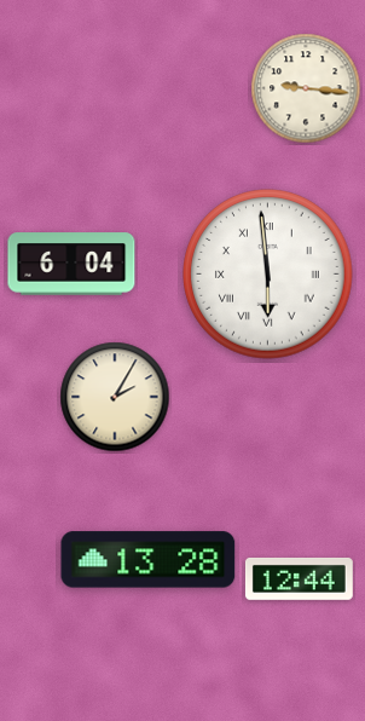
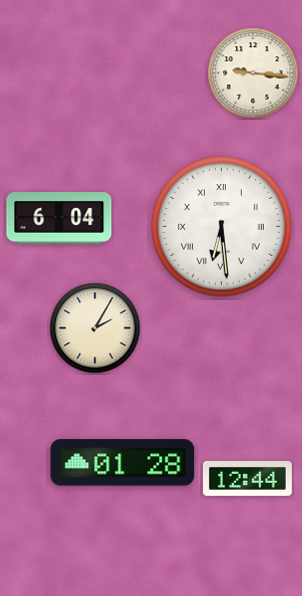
clock at (268, 275): 5:59 -> 6:29
clock at (149, 560): 13:28 -> 01:28
